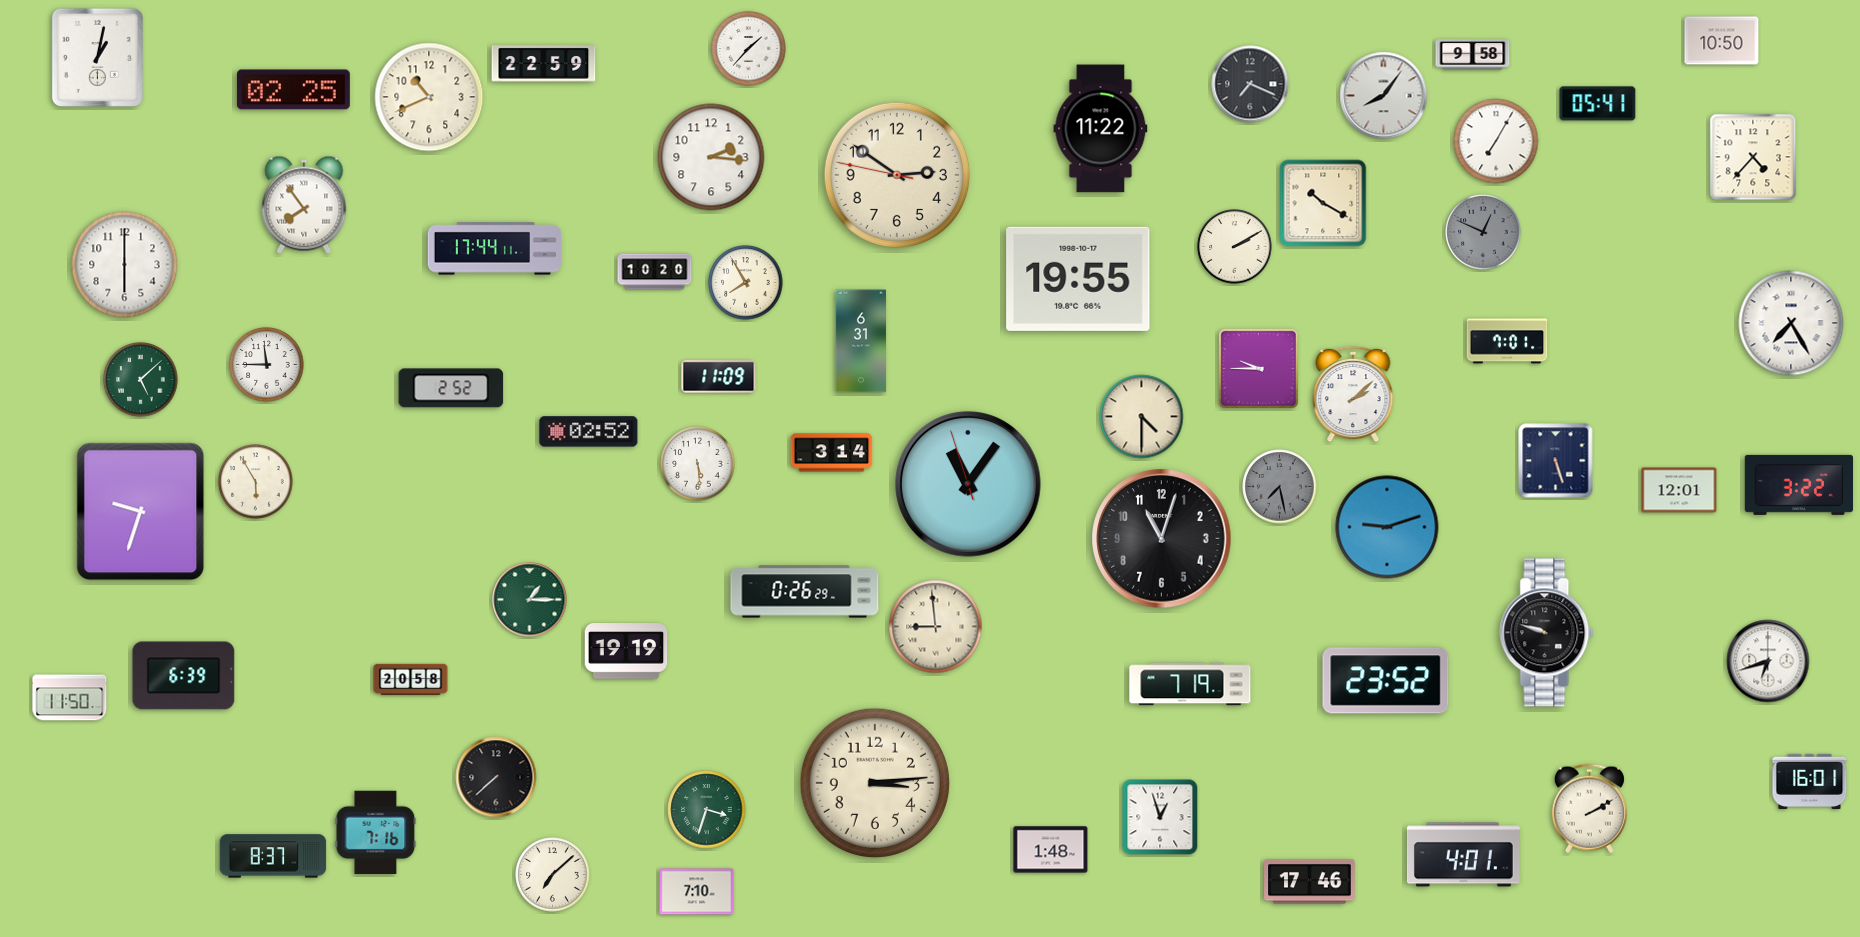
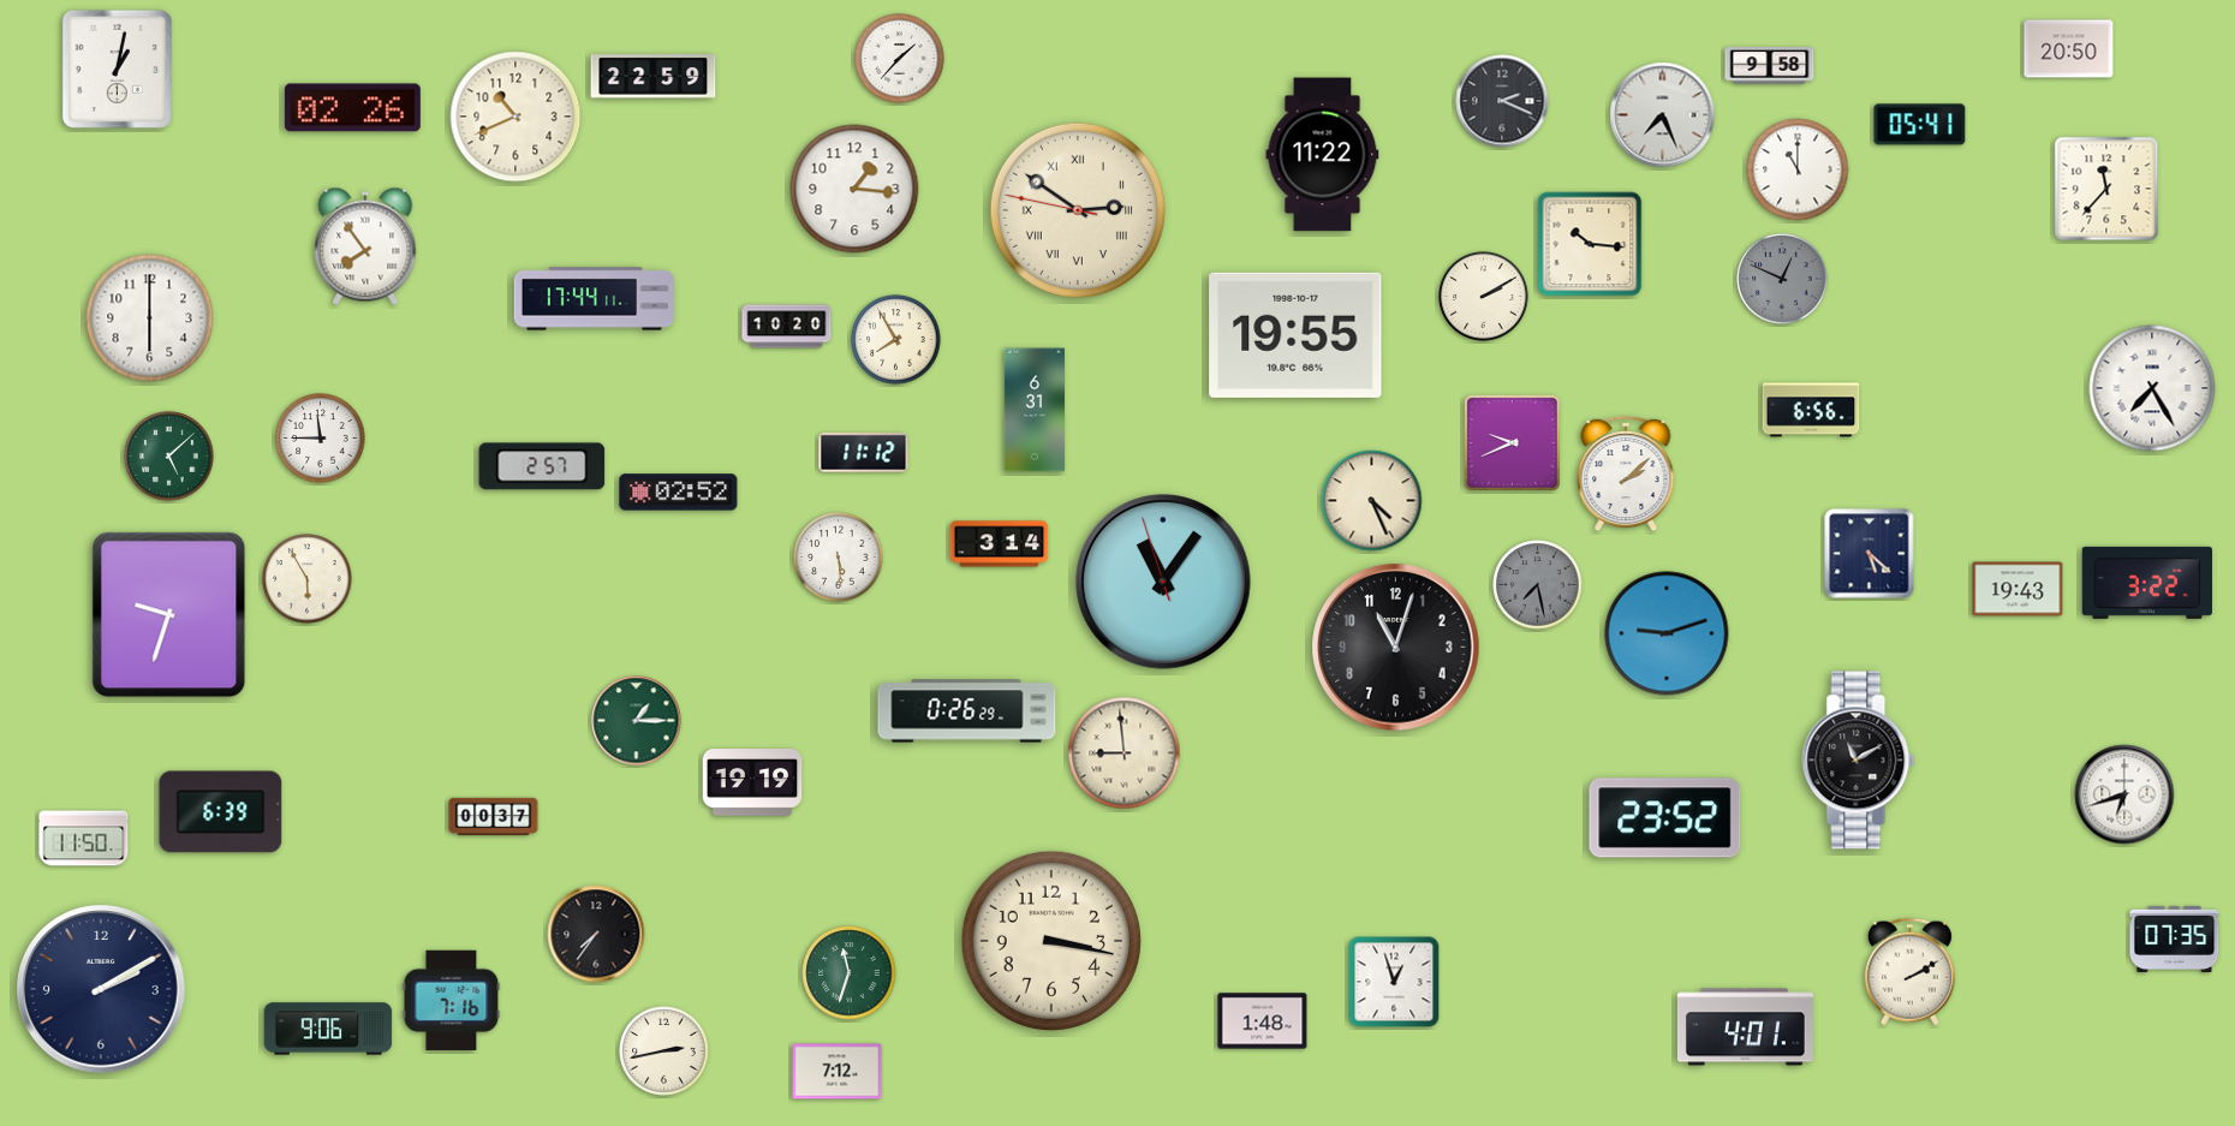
clock at (1722, 41): 10:50 -> 20:50
clock at (1250, 84): 7:19 -> 2:19
clock at (293, 90): 02:25 -> 02:26
clock at (1384, 96): 8:06 -> 7:26
clock at (1496, 141): 7:05 -> 11:00
clock at (711, 157): 2:16 -> 1:16
clock at (1753, 157): 4:37 -> 11:37
clock at (897, 175) numerals: Arabic -> Roman
clock at (1323, 203): 10:20 -> 10:16
clock at (1507, 341): 7:01 -> 6:56
clock at (1258, 368): 9:45 -> 9:41
clock at (719, 377): 11:09 -> 11:12
clock at (451, 388): 2:52 -> 2:57
clock at (1142, 417): 4:30 -> 4:26
clock at (589, 432) position: (589, 432) -> (679, 493)
clock at (1556, 461): 5:27 -> 5:22
clock at (1798, 485) position: (1798, 485) -> (2146, 583)
clock at (1679, 490): 12:01 -> 19:43
clock at (1547, 633): 9:48 -> 11:10
clock at (411, 680): 20:58 -> 00:37
clock at (1190, 684): 7:19 -> none
clock at (496, 777): 7:38 -> 7:36
clock at (1810, 781): 16:01 -> 07:35
clock at (875, 783): 3:14 -> 3:17
clock at (707, 810): 3:33 -> 11:33
clock at (101, 989): none -> 2:10
clock at (1463, 855) position: (1463, 855) -> (1745, 1027)
clock at (273, 856): 8:37 -> 9:06
clock at (553, 875): 7:08 -> 2:43
clock at (1310, 882): 17:46 -> none
clock at (697, 892): 7:10 -> 7:12
